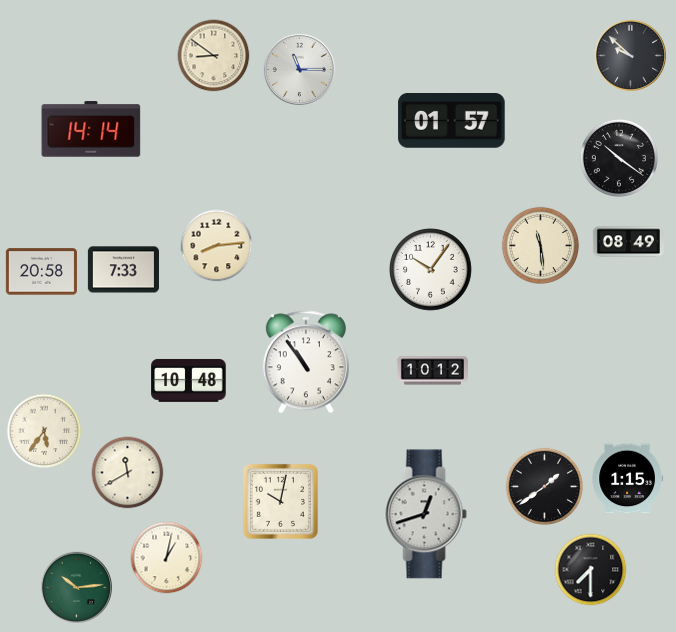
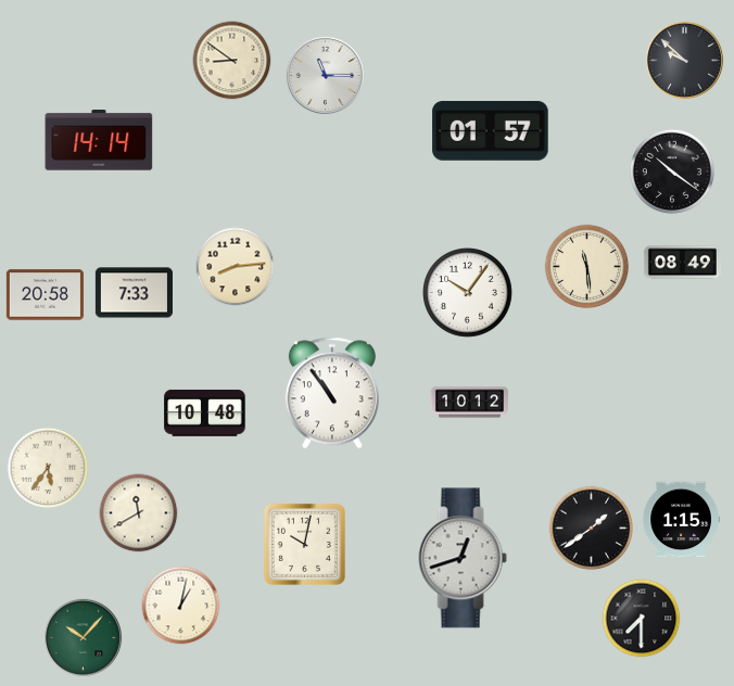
clock at (76, 587): 10:14 -> 10:07
